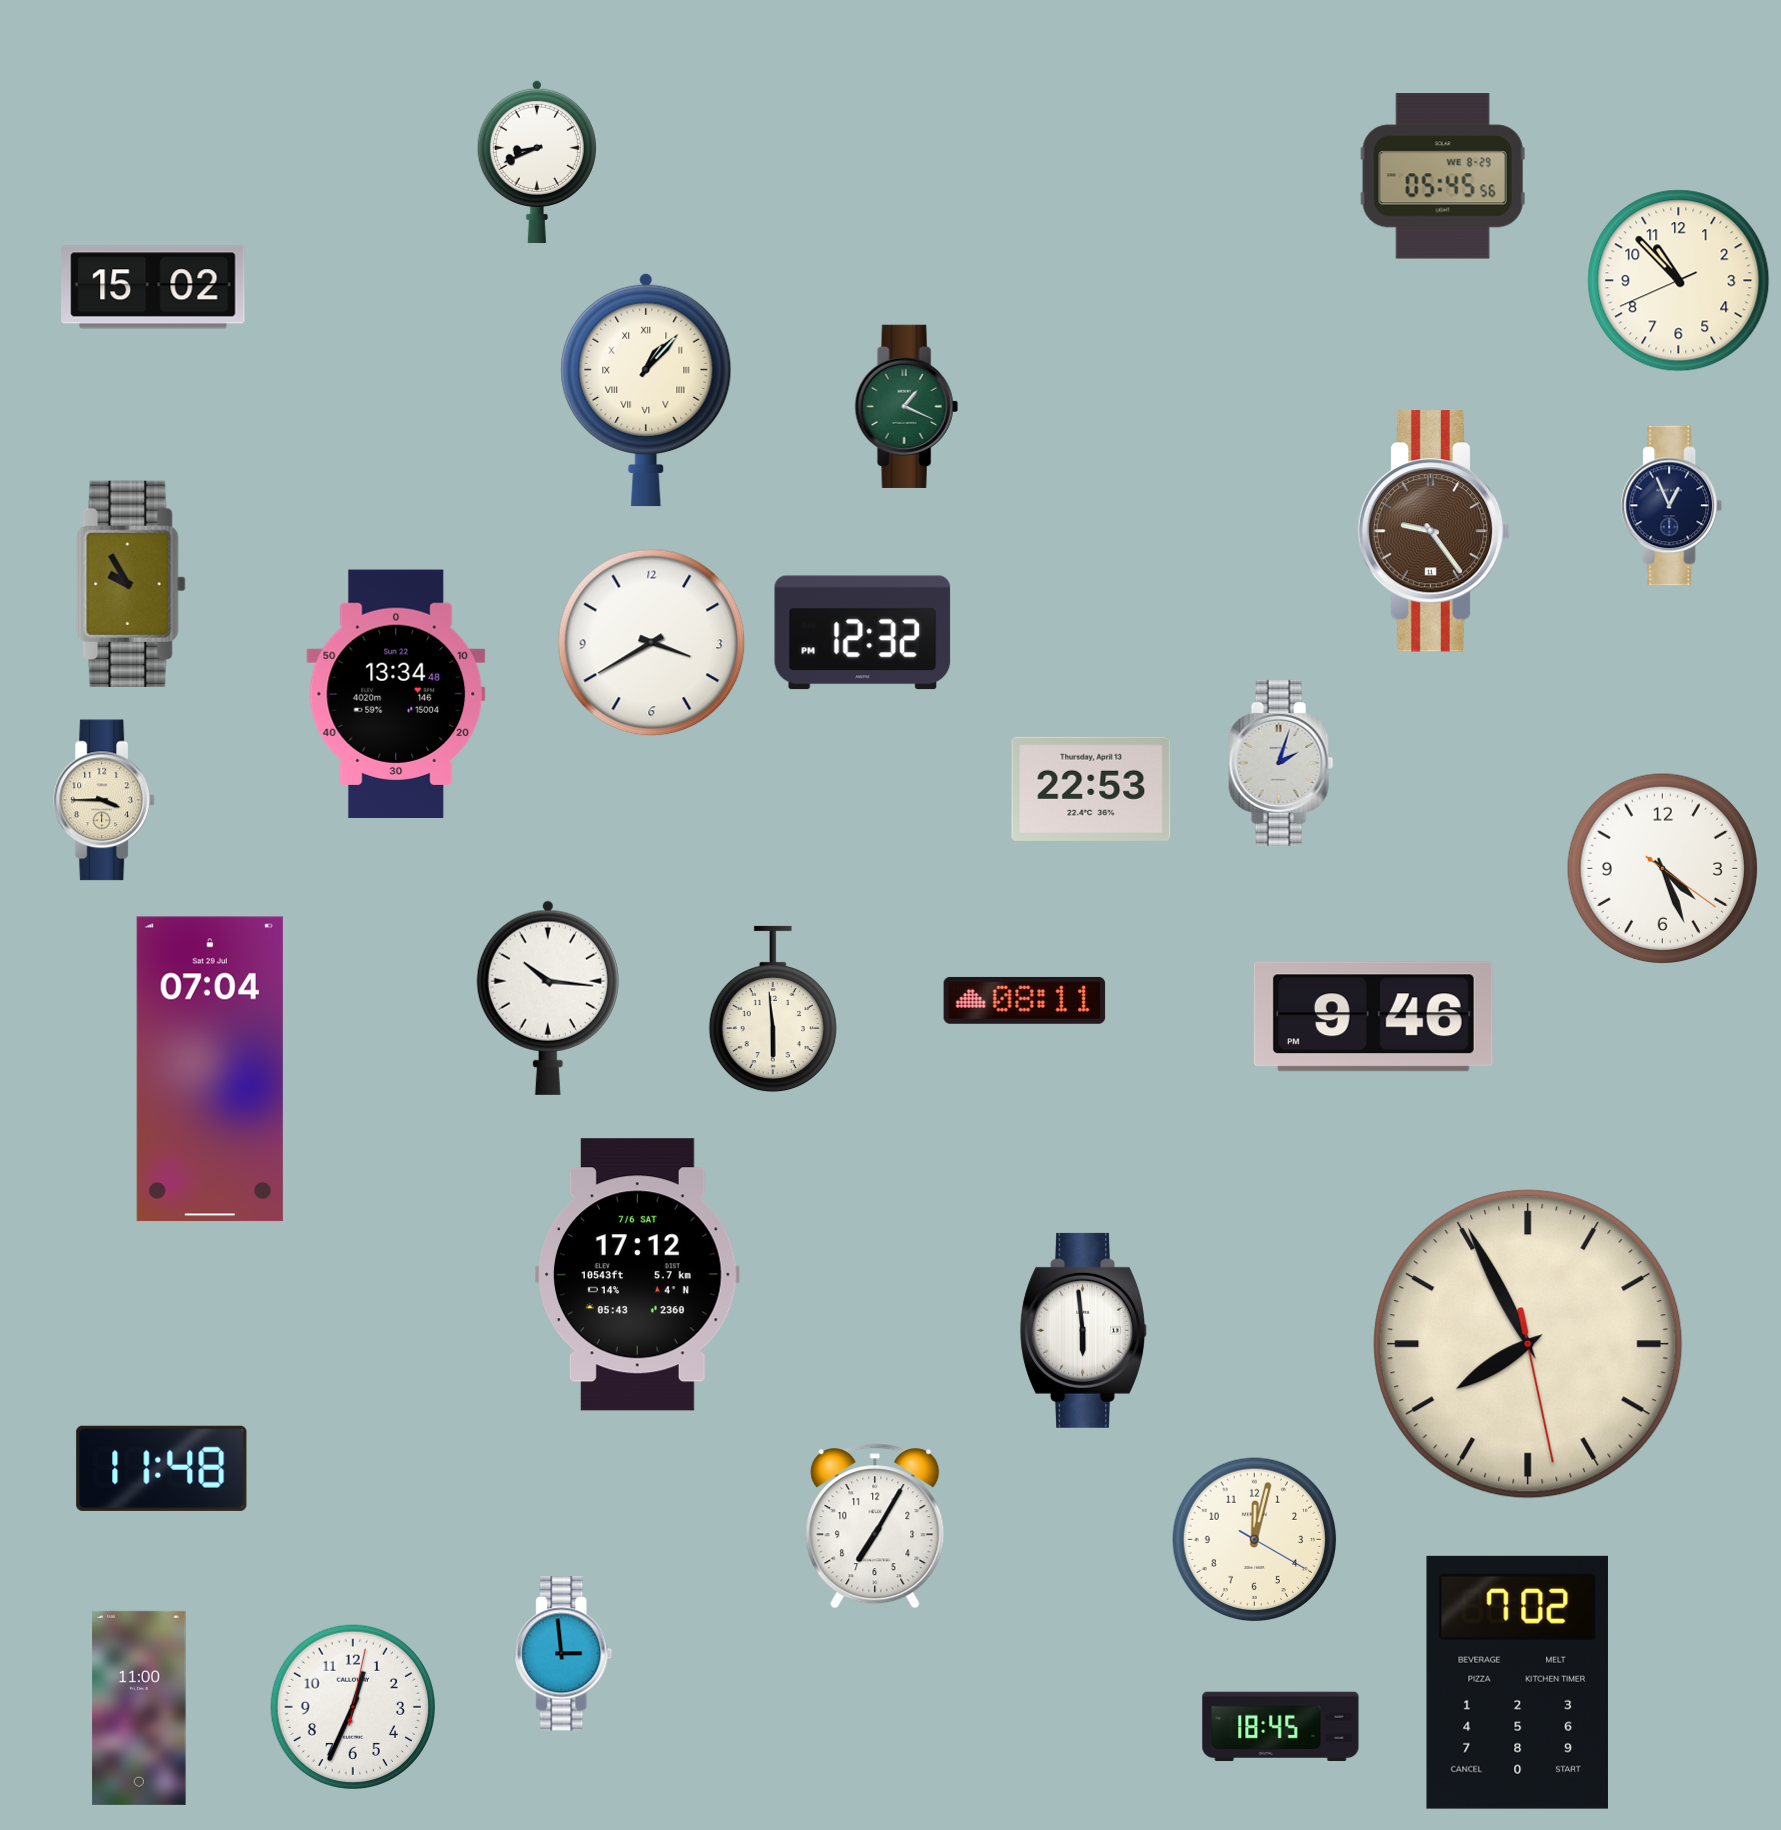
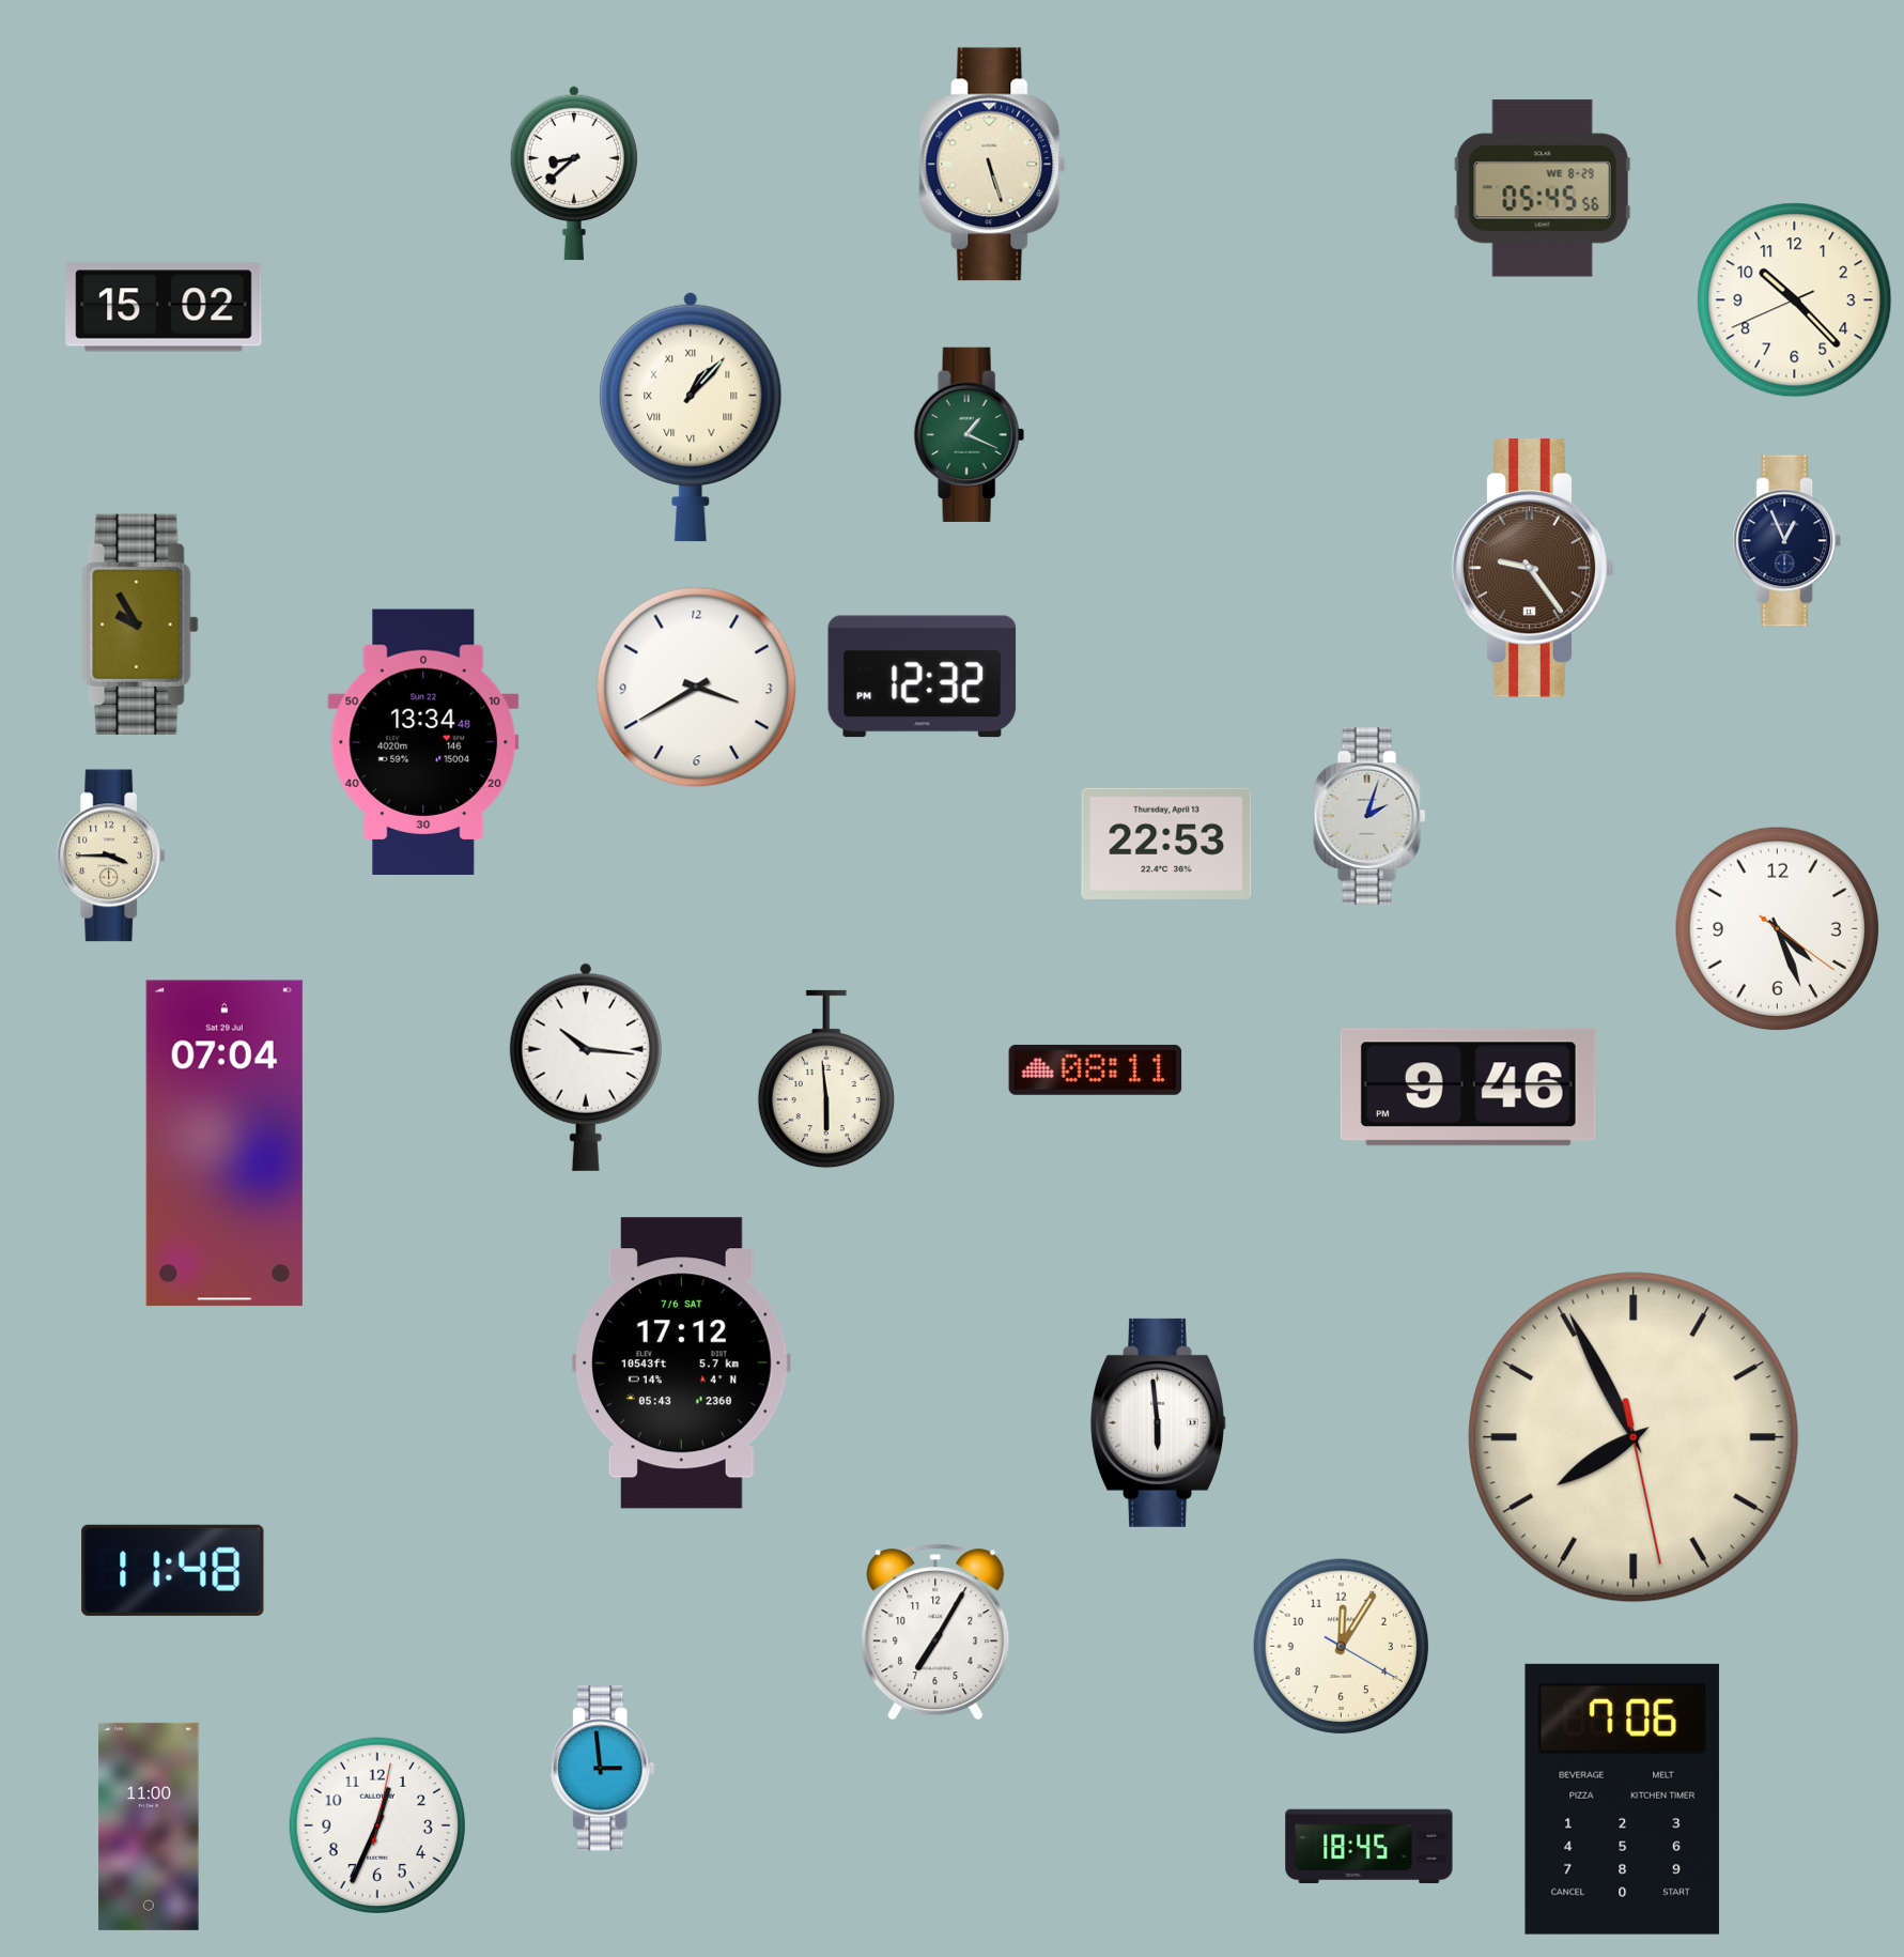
clock at (993, 165): none -> 5:27
clock at (537, 162): 8:41 -> 8:38
clock at (1679, 281): 10:52 -> 10:22
clock at (1255, 1540): 12:02 -> 12:05
clock at (1517, 1682): 7:02 -> 7:06
